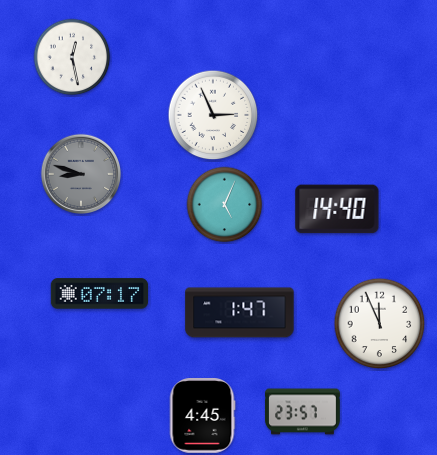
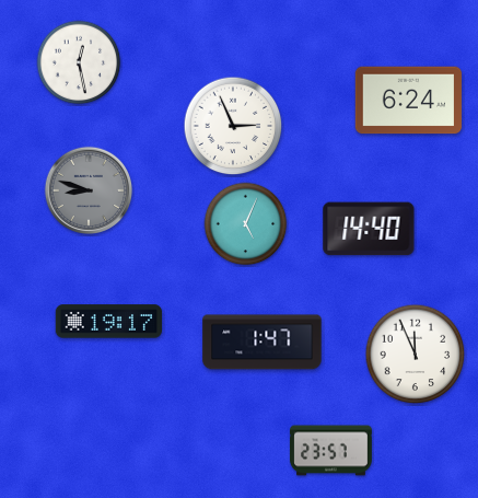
clock at (409, 101): none -> 6:24
clock at (100, 294): 07:17 -> 19:17
clock at (202, 416): 4:45 -> none
